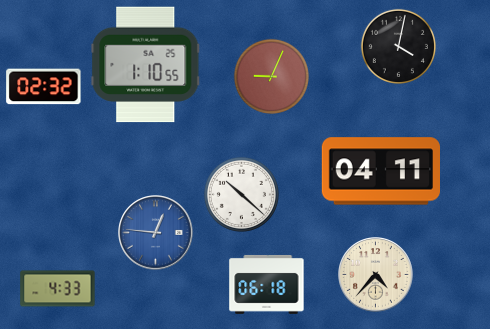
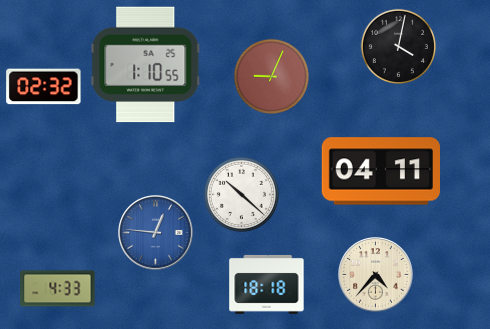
clock at (267, 284): 06:18 -> 18:18
